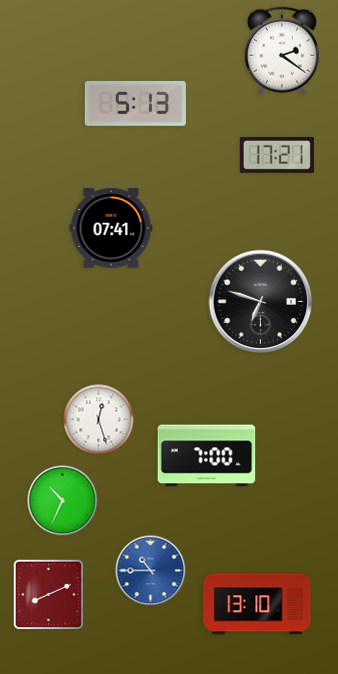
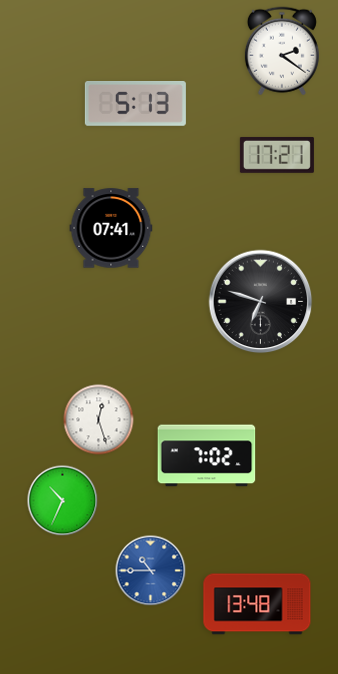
clock at (207, 456): 7:00 -> 7:02
clock at (49, 595): 8:11 -> none
clock at (257, 604): 13:10 -> 13:48
